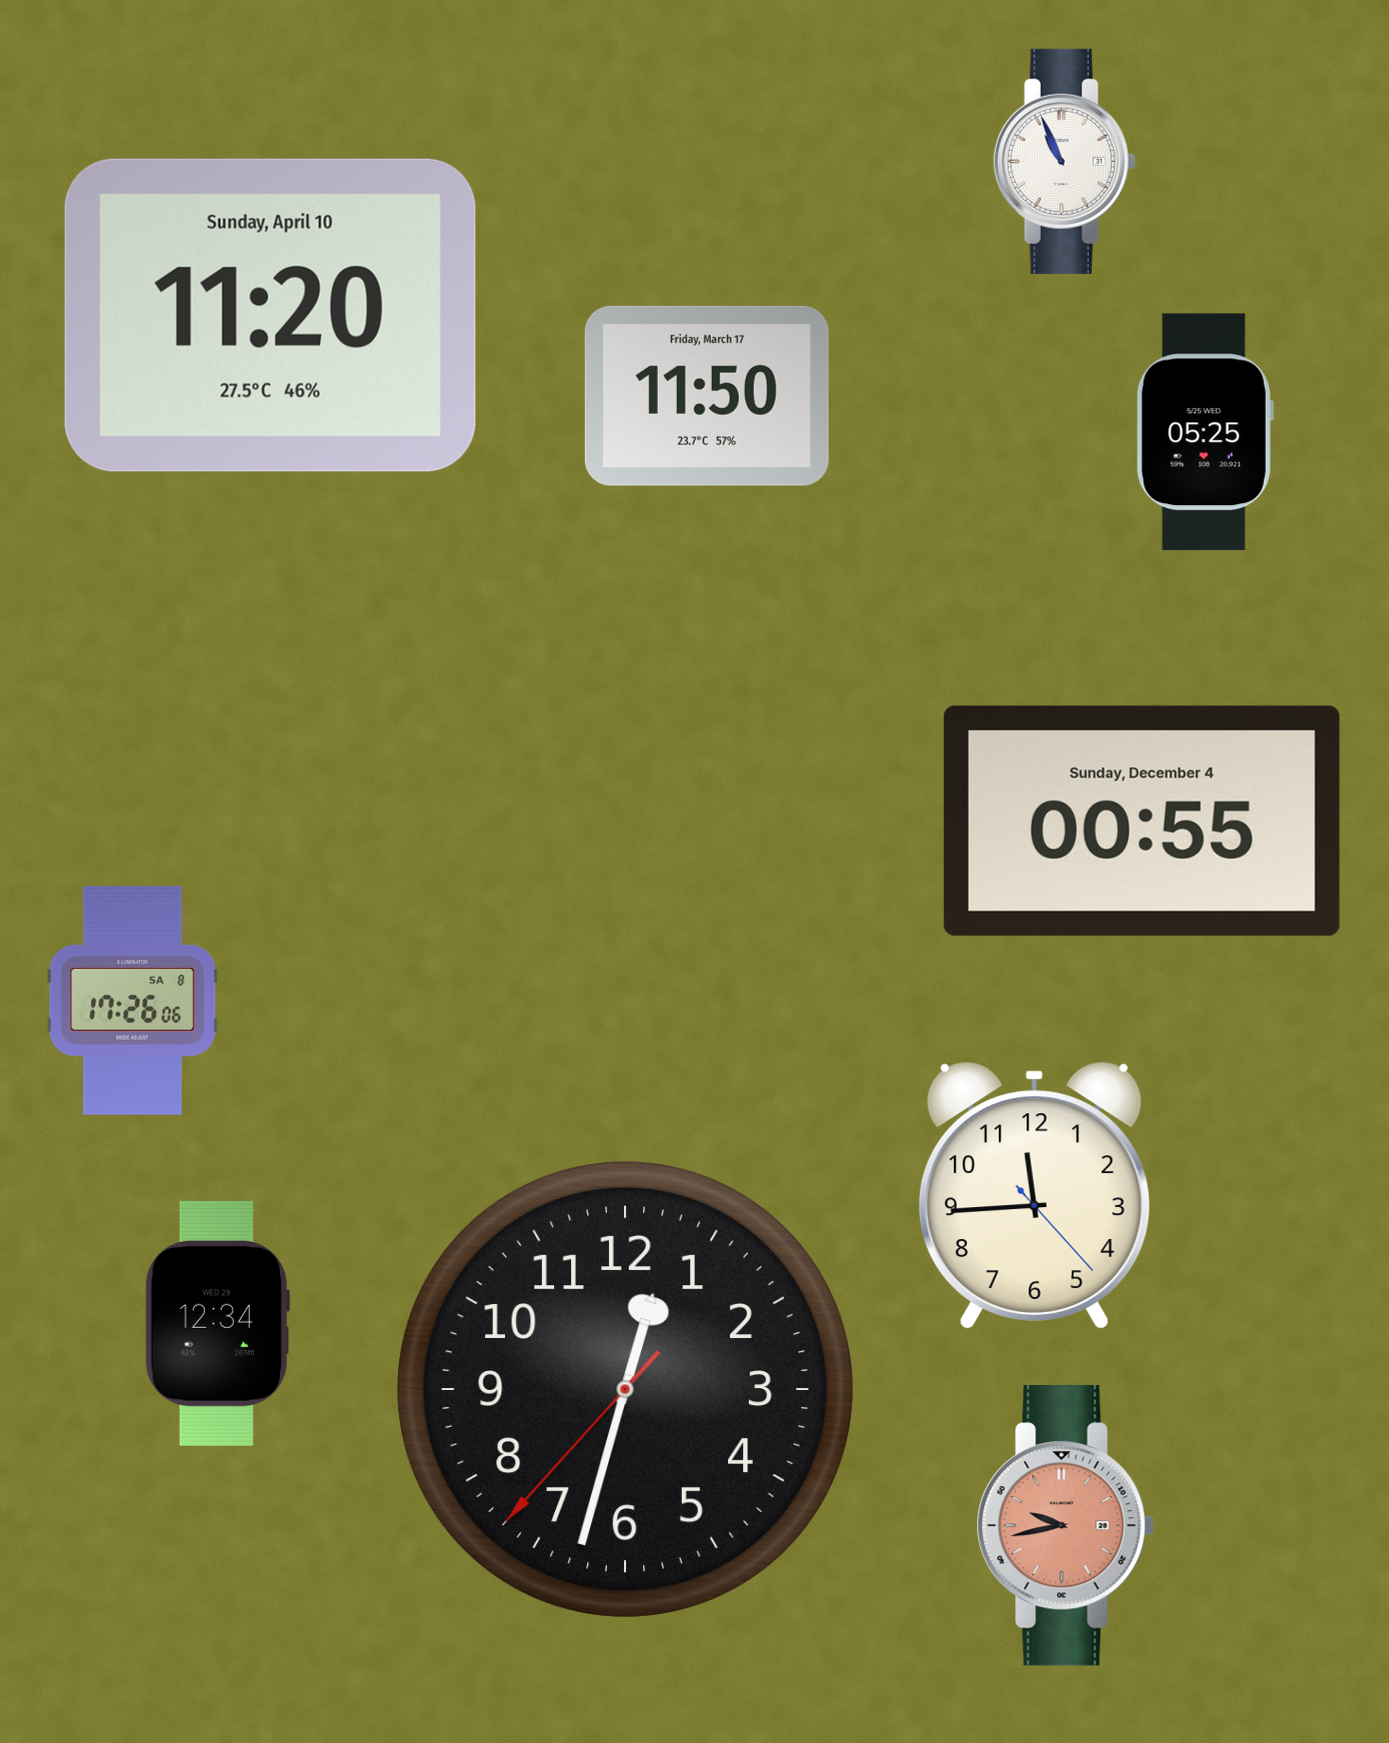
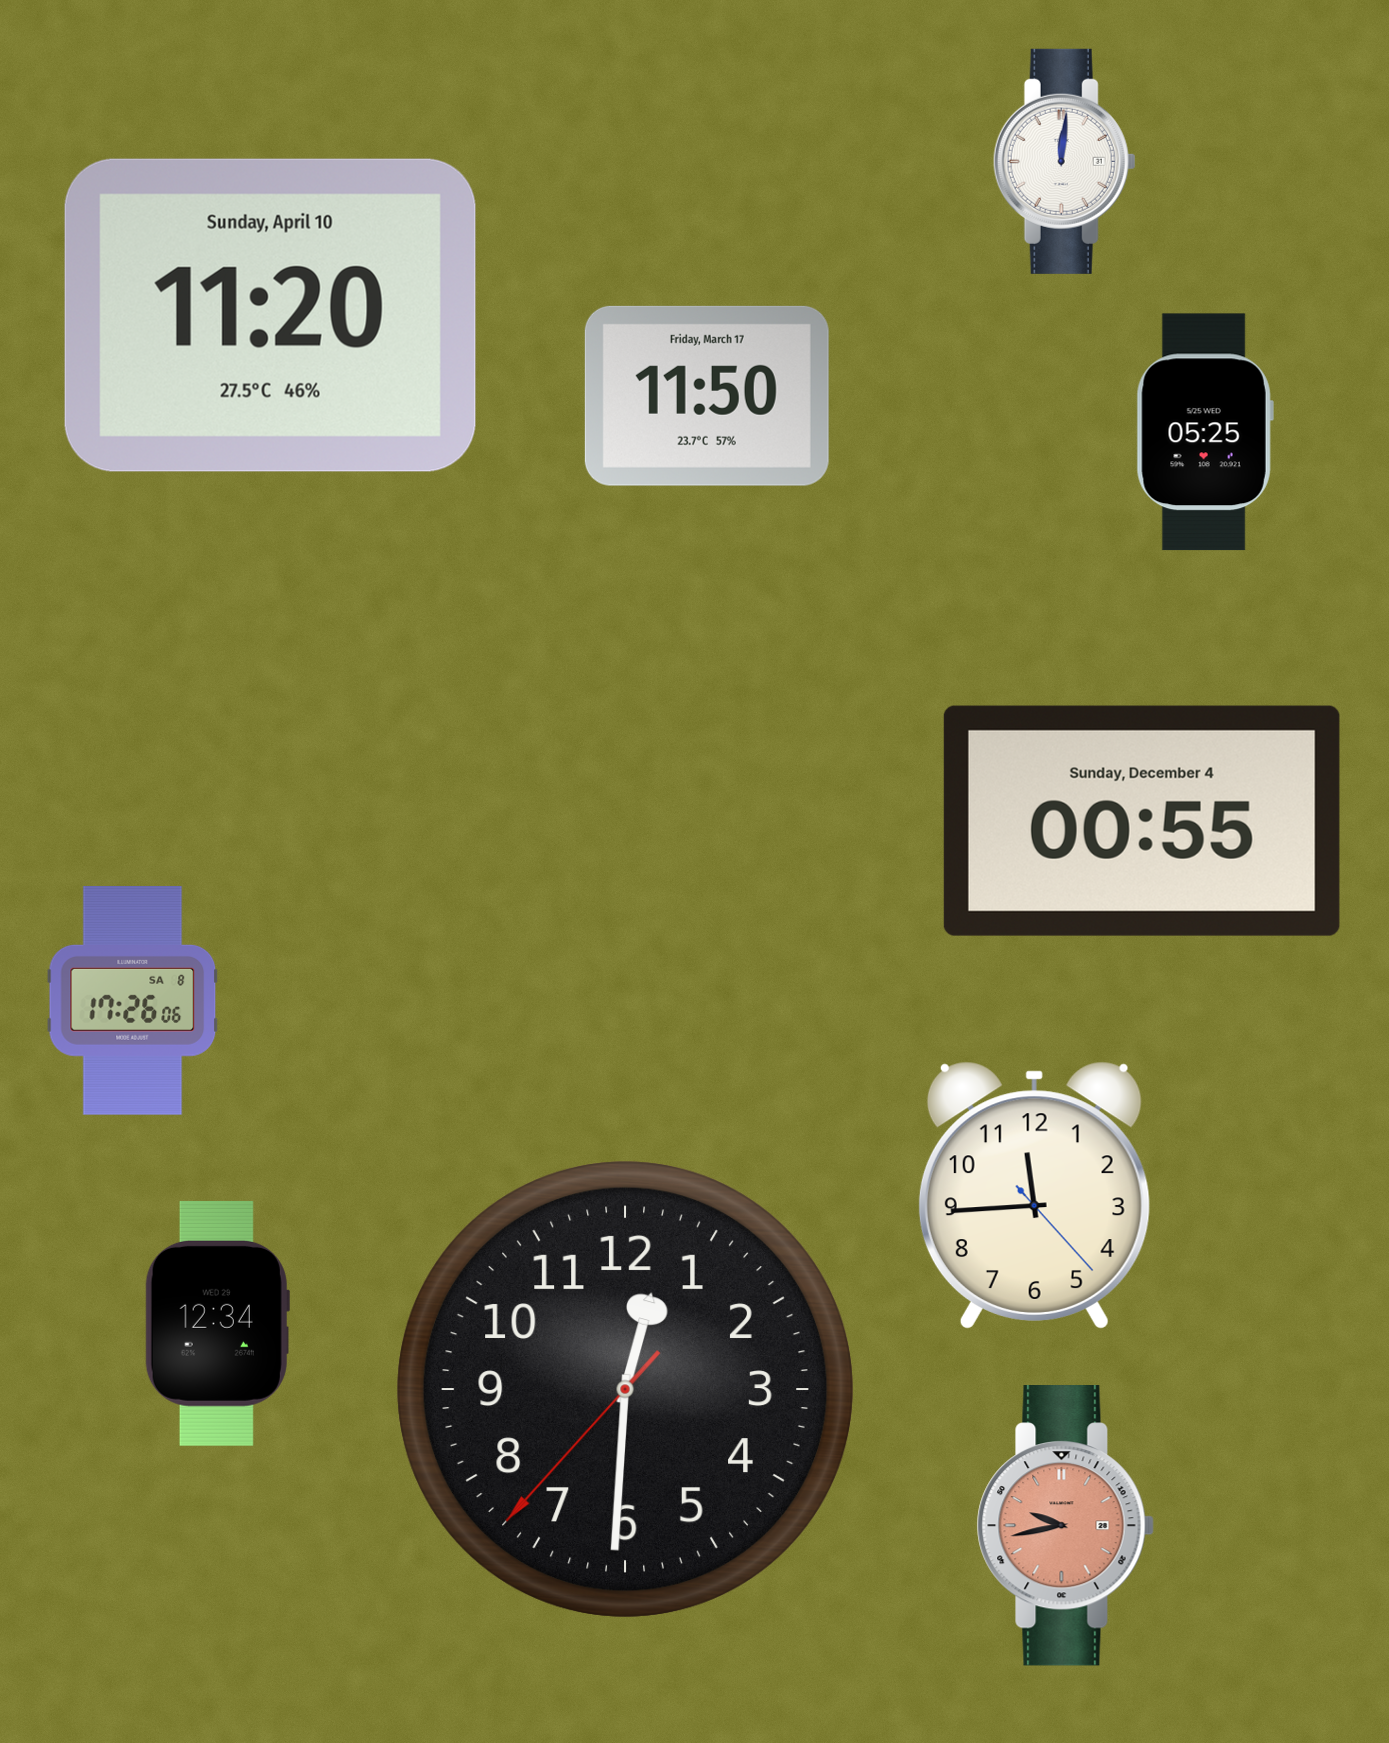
clock at (1064, 161): 10:56 -> 12:01
clock at (625, 1389): 12:32 -> 12:30
